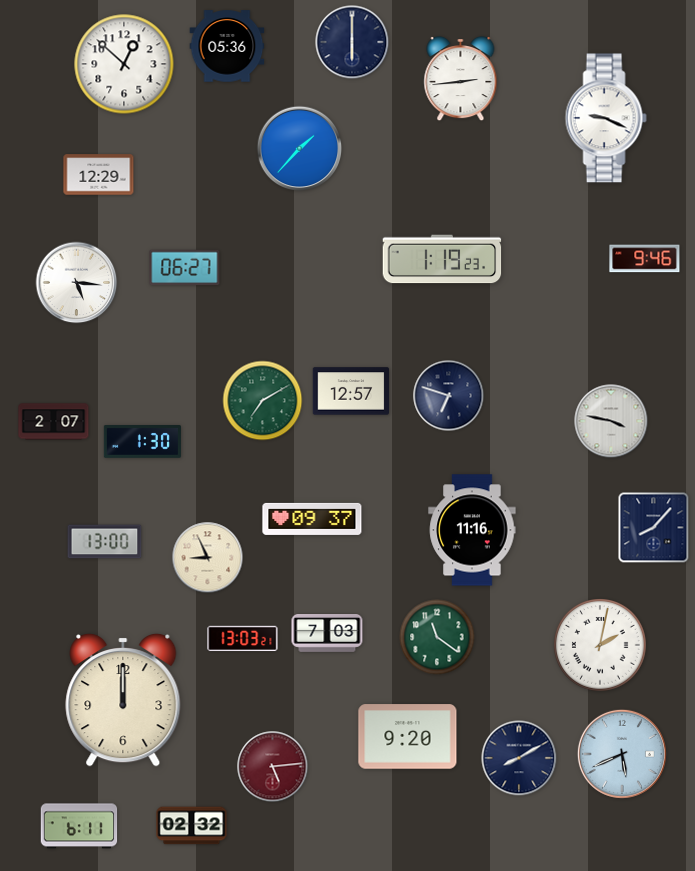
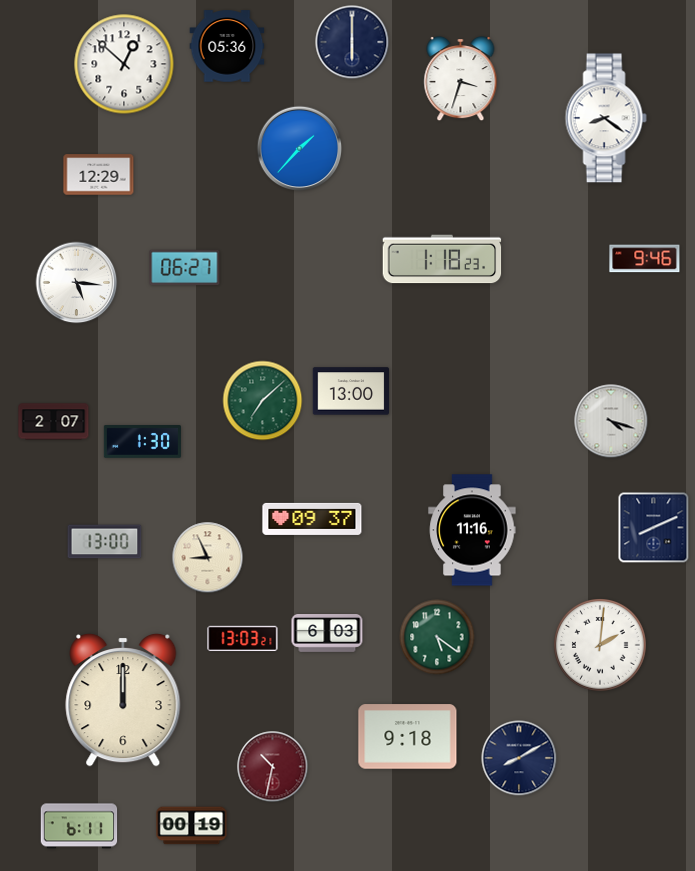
clock at (461, 80): 2:44 -> 3:33
clock at (606, 118): 9:19 -> 8:21
clock at (442, 259): 1:19 -> 1:18
clock at (351, 391): 12:57 -> 13:00
clock at (449, 396): 6:48 -> none
clock at (263, 401): 7:10 -> 7:08
clock at (611, 421): 3:47 -> 4:18
clock at (654, 528): 8:07 -> 8:11
clock at (327, 634): 7:03 -> 6:03
clock at (437, 637): 11:21 -> 5:21
clock at (600, 645): 2:02 -> 2:01
clock at (408, 737): 9:20 -> 9:18
clock at (622, 754): 5:41 -> none
clock at (273, 767): 5:14 -> 10:32
clock at (192, 826): 02:32 -> 00:19
